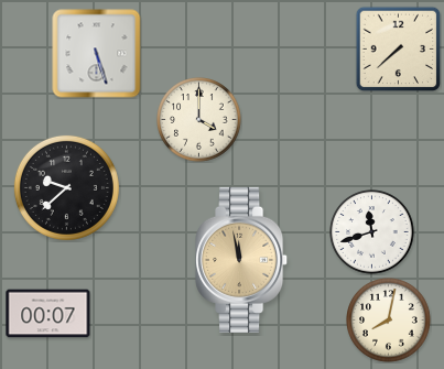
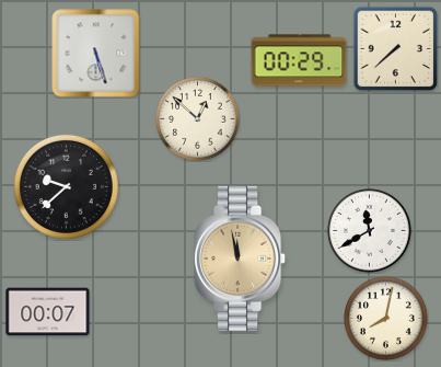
clock at (299, 60): none -> 00:29
clock at (199, 120): 4:00 -> 12:52
clock at (372, 232): 11:42 -> 11:40
